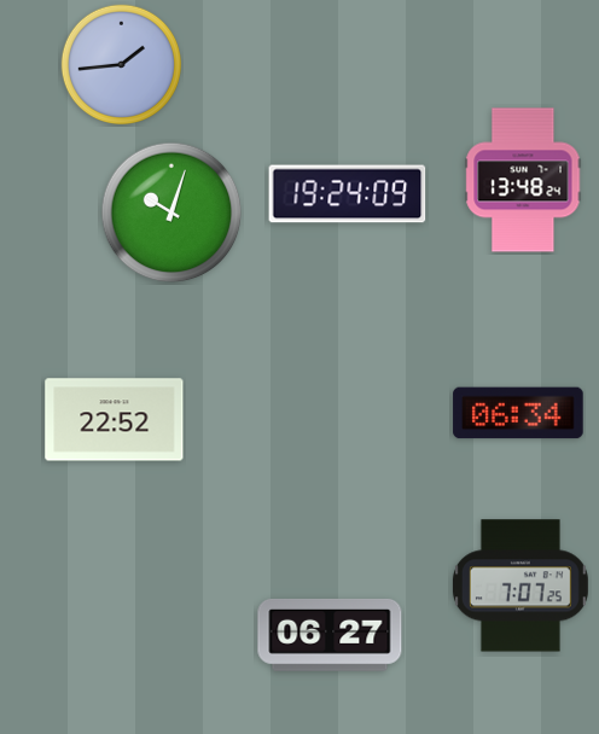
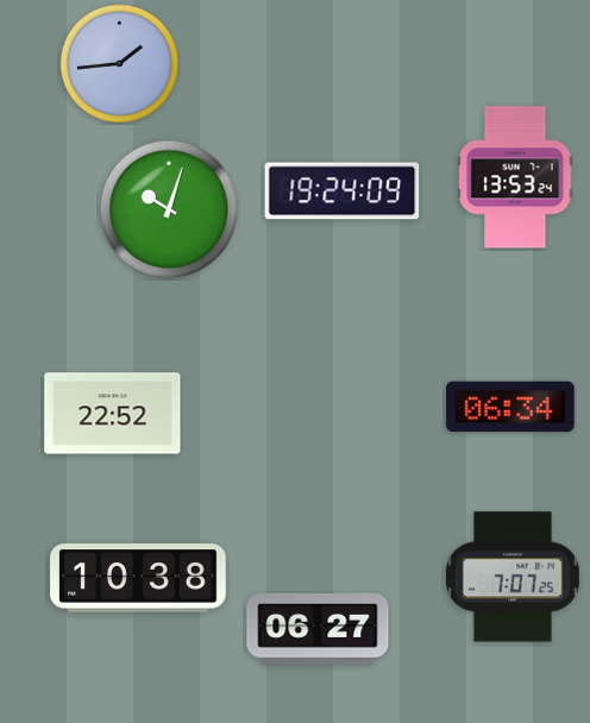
clock at (523, 180): 13:48 -> 13:53
clock at (138, 578): none -> 10:38
clock at (330, 635) position: (330, 635) -> (318, 629)
